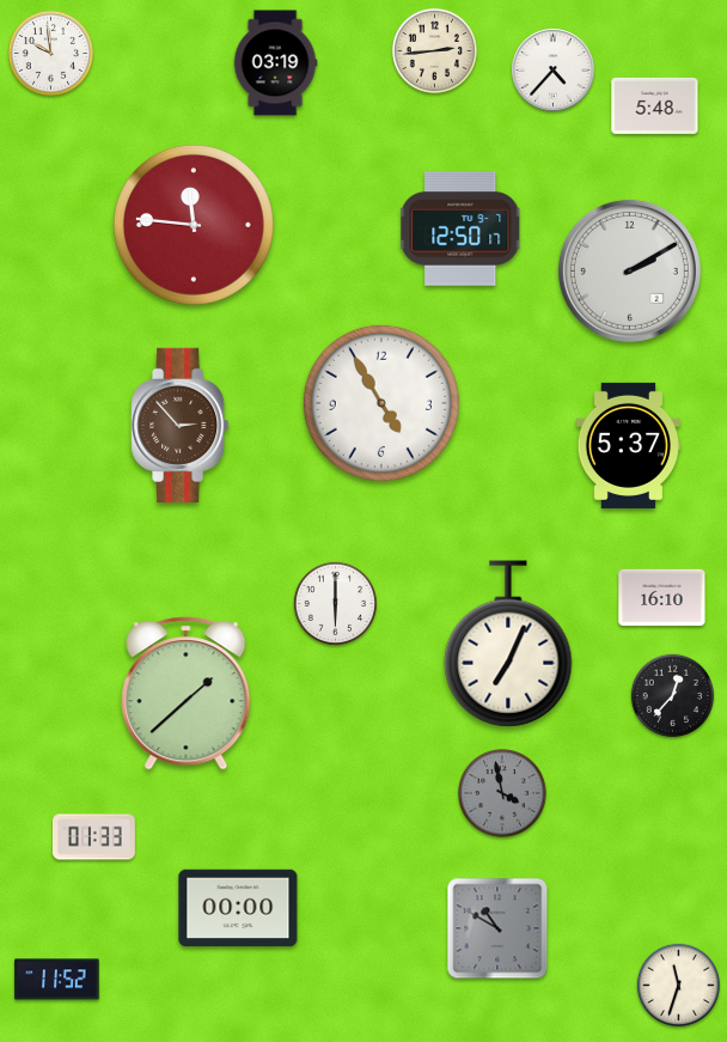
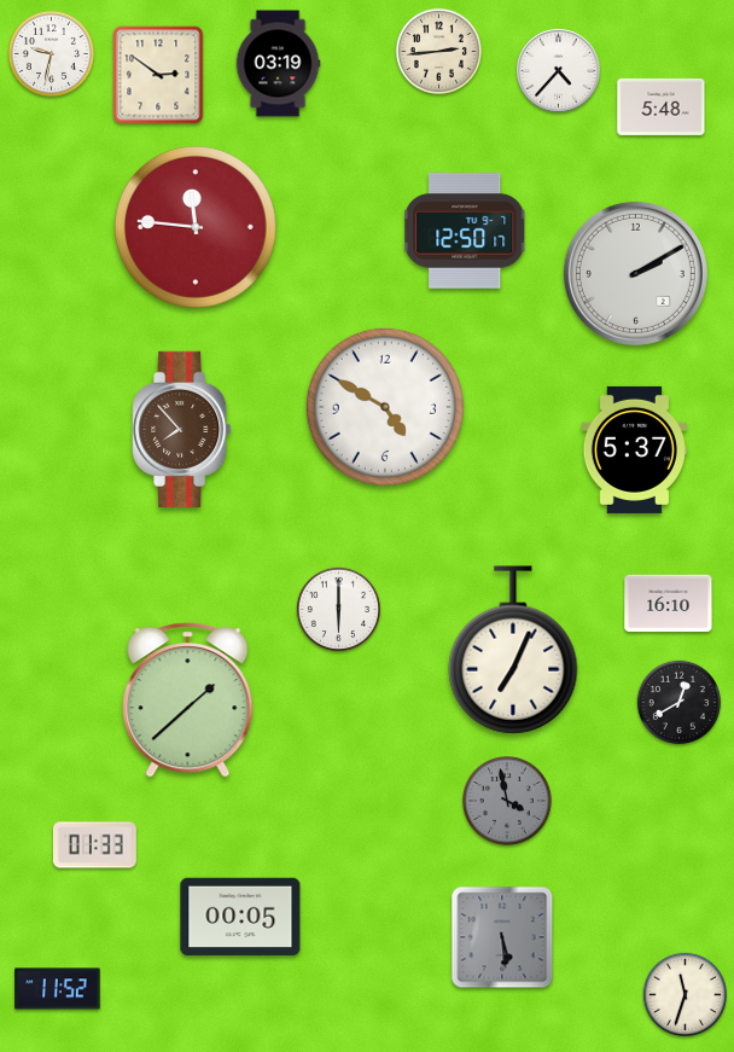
clock at (50, 53): 9:59 -> 9:32
clock at (158, 75): none -> 2:51
clock at (381, 403): 4:55 -> 4:50
clock at (181, 425): 2:53 -> 7:53
clock at (673, 696): 12:37 -> 12:40
clock at (238, 908): 00:00 -> 00:05
clock at (497, 928): 10:50 -> 5:29
